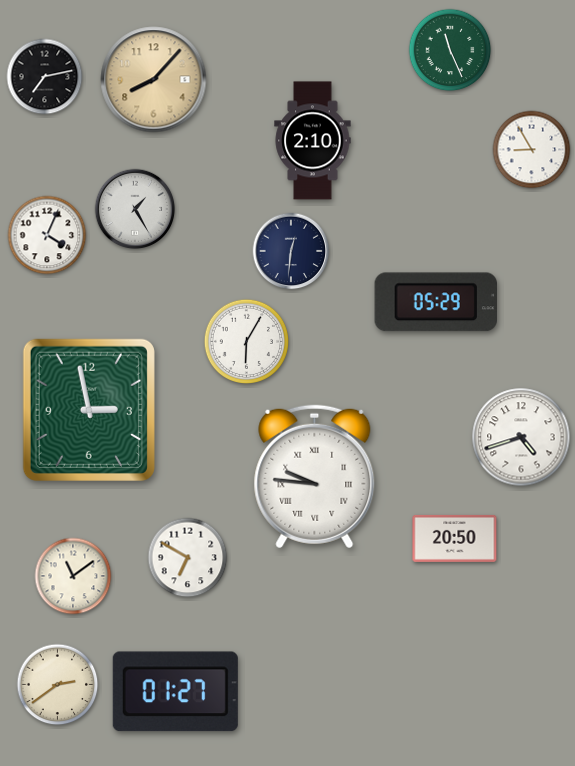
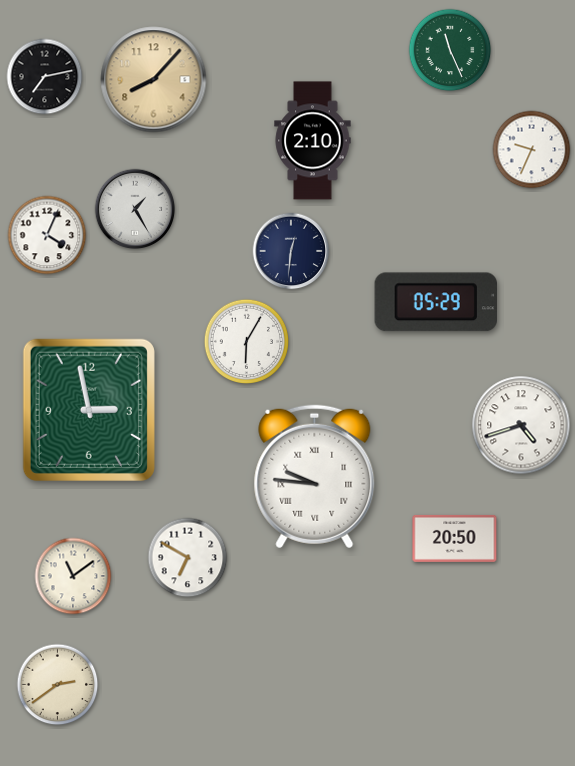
clock at (532, 150): 8:55 -> 9:34
clock at (521, 437) position: (521, 437) -> (521, 425)
clock at (175, 692): 01:27 -> none
